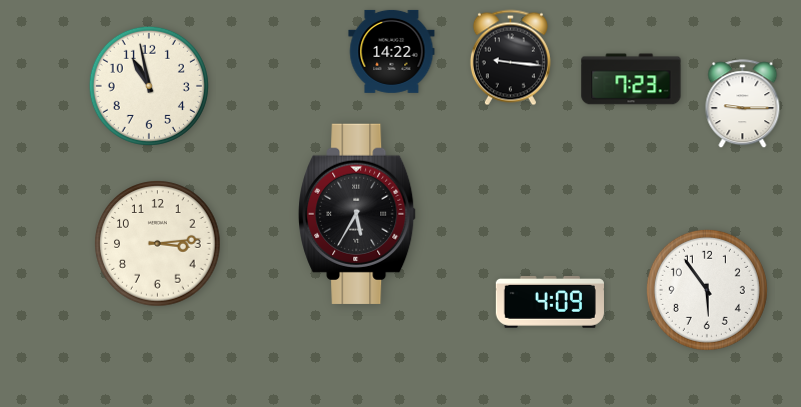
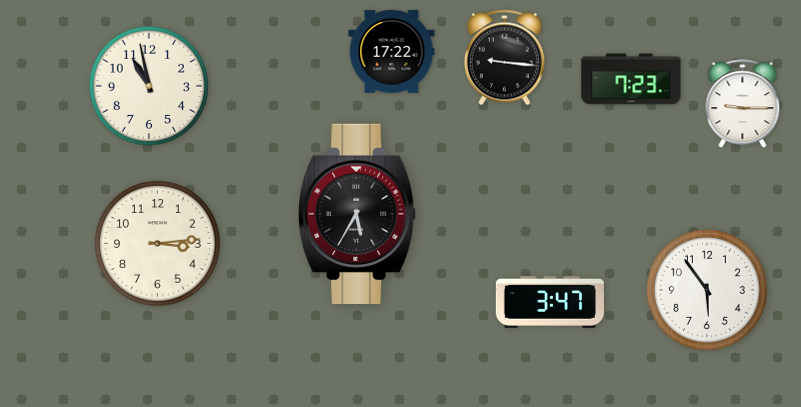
clock at (392, 51): 14:22 -> 17:22
clock at (510, 58) position: (510, 58) -> (504, 58)
clock at (550, 302): 4:09 -> 3:47
